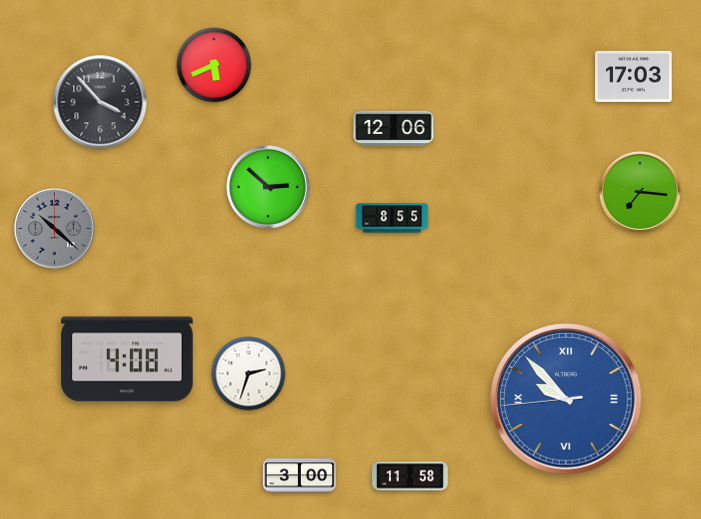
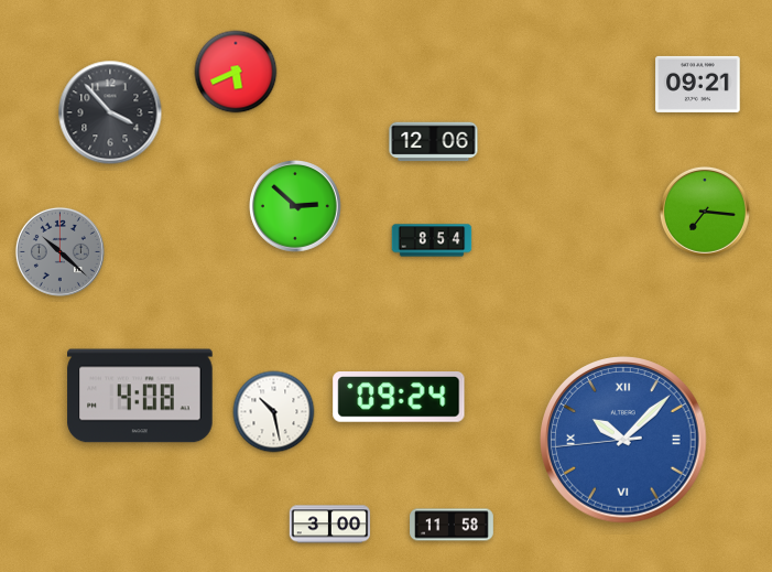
clock at (634, 76): 17:03 -> 09:21
clock at (392, 218): 8:55 -> 8:54
clock at (399, 397): none -> 09:24
clock at (249, 374): 2:33 -> 10:28
clock at (566, 399): 9:52 -> 10:07
